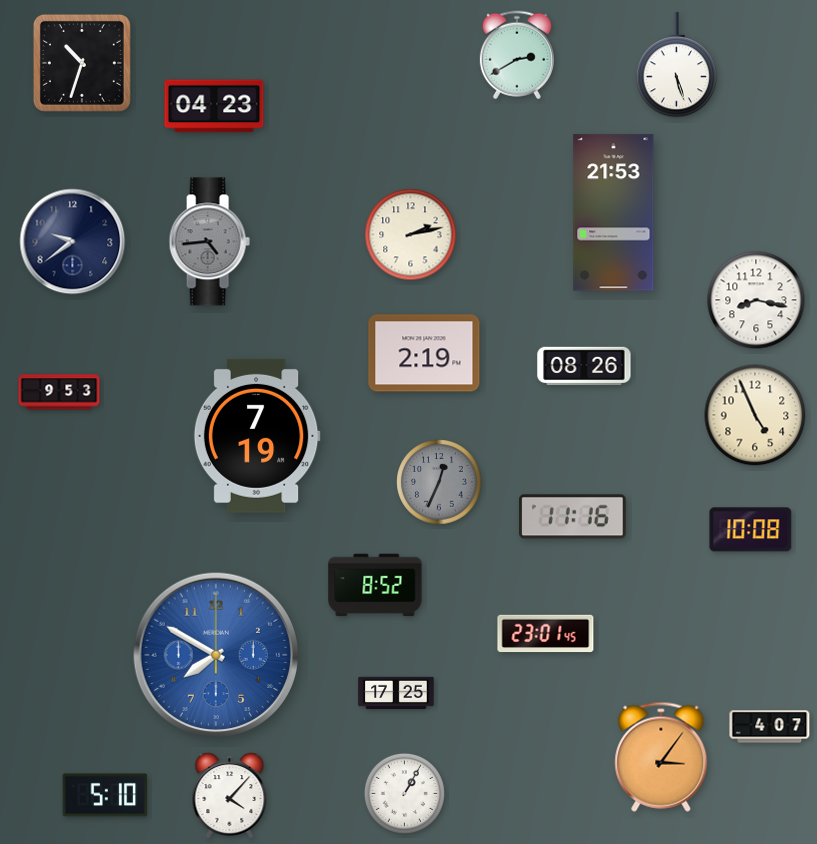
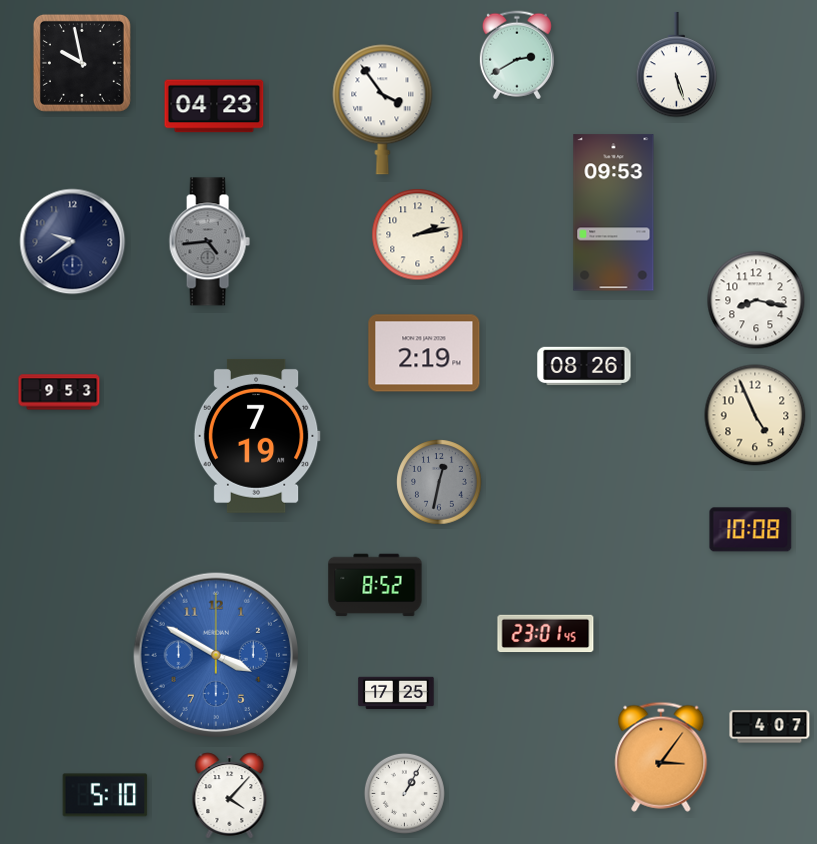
clock at (82, 63): 10:33 -> 9:58
clock at (383, 110): none -> 3:54
clock at (614, 213): 21:53 -> 09:53
clock at (411, 235) position: (411, 235) -> (418, 235)
clock at (439, 482): 12:34 -> 12:32
clock at (573, 517): 11:16 -> none
clock at (216, 655): 7:50 -> 3:50
